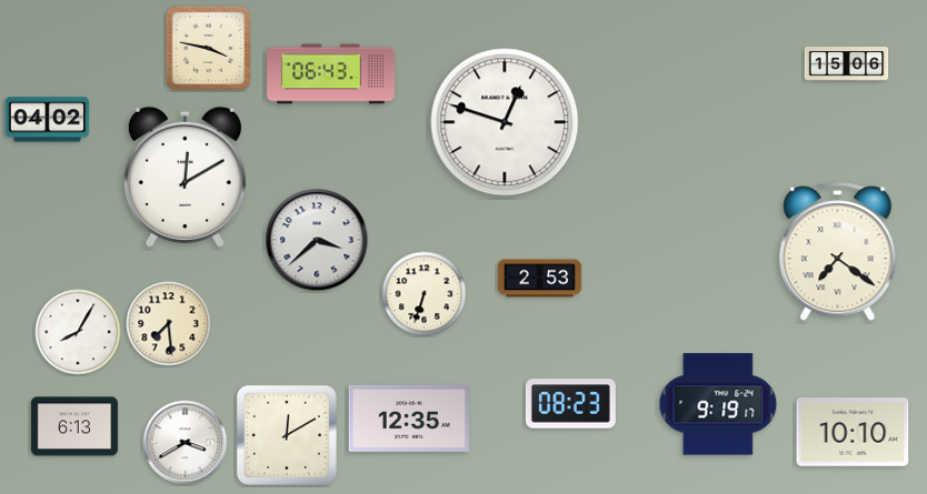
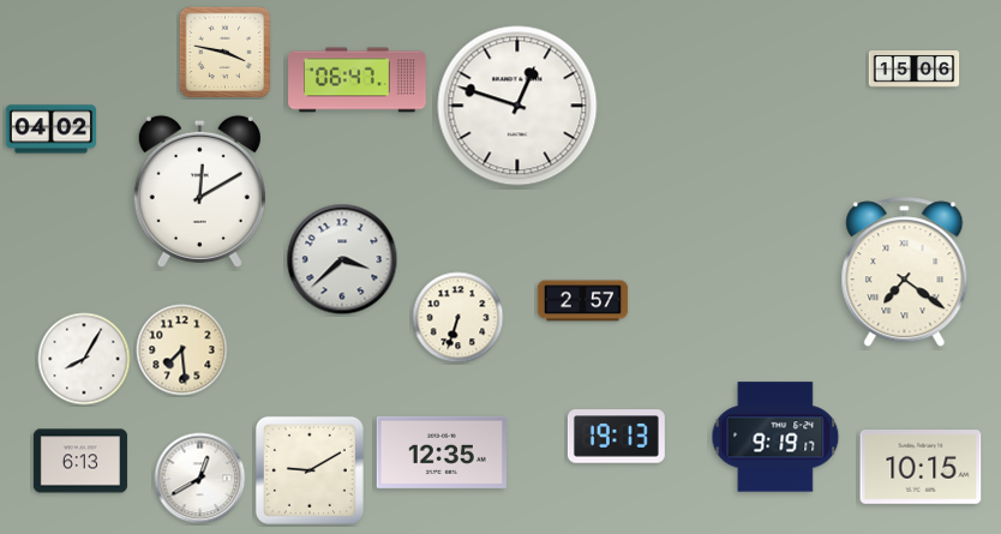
clock at (331, 74): 06:43 -> 06:47
clock at (505, 122) position: (505, 122) -> (517, 106)
clock at (540, 279): 2:53 -> 2:57
clock at (570, 404): 08:23 -> 19:13
clock at (853, 433): 10:10 -> 10:15
clock at (287, 435): 12:10 -> 9:10
clock at (186, 443): 3:40 -> 12:40
